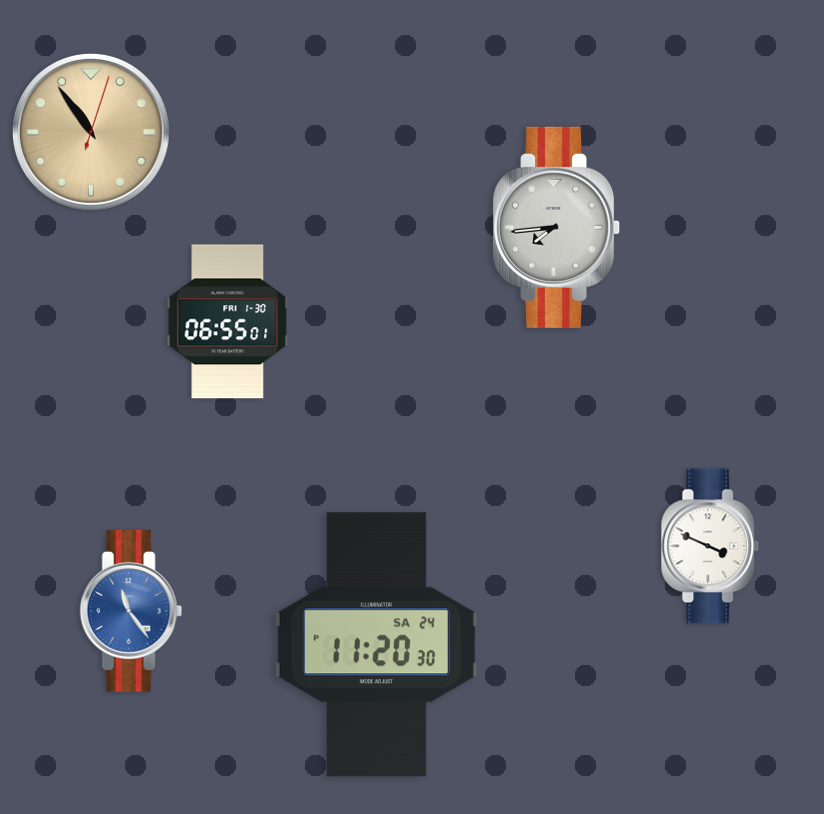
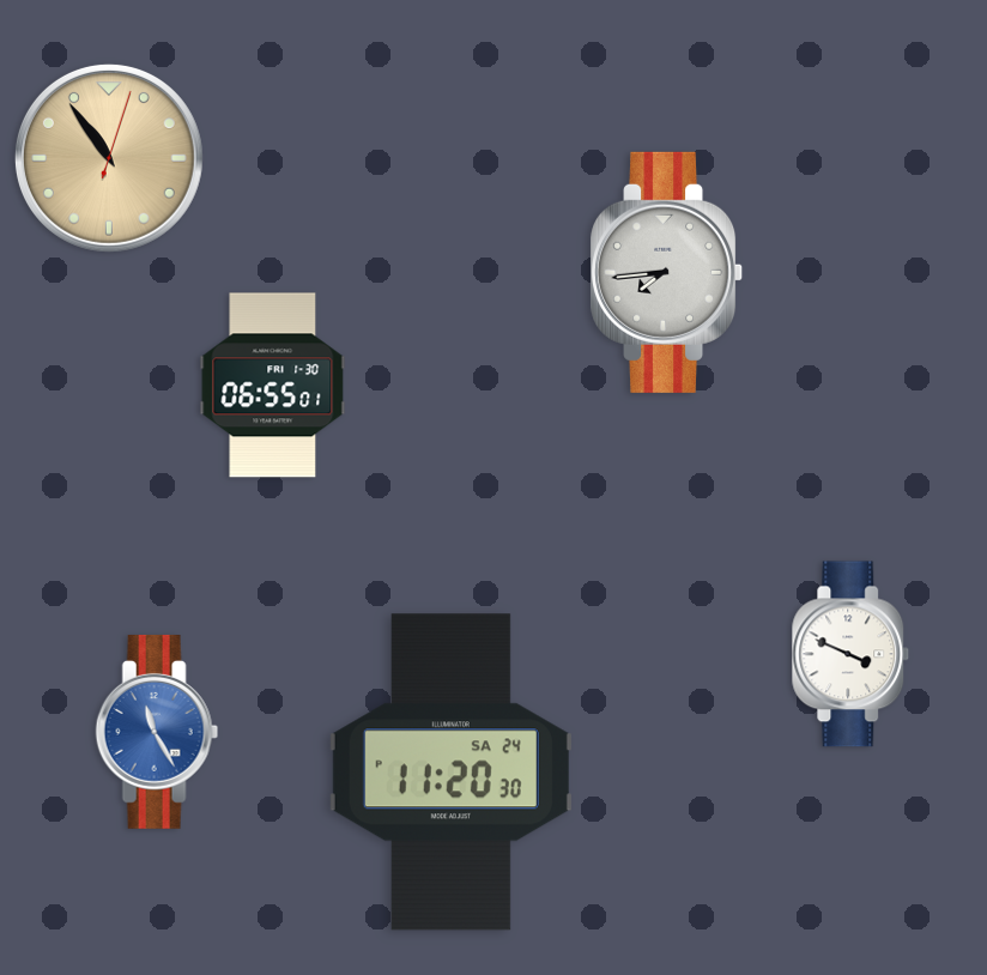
clock at (131, 611): 11:24 -> 11:25
